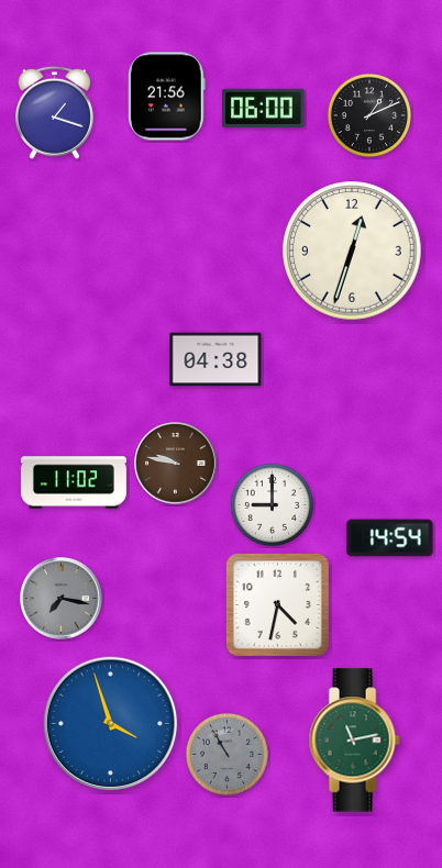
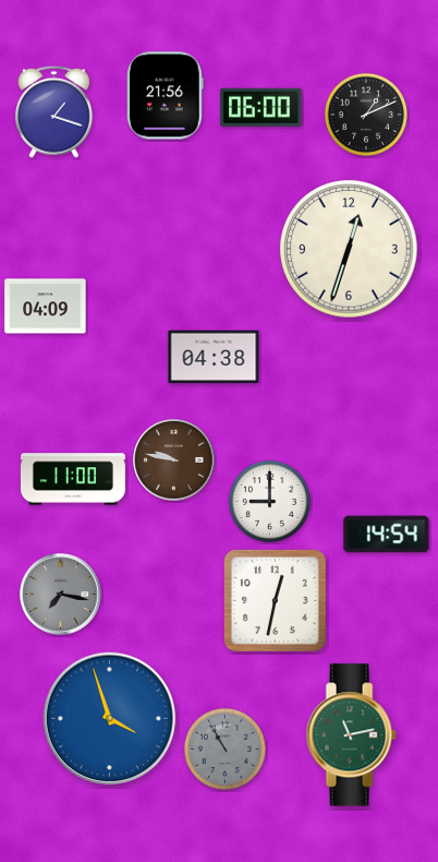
clock at (46, 307): none -> 04:09
clock at (74, 482): 11:02 -> 11:00
clock at (277, 604): 4:32 -> 12:32
